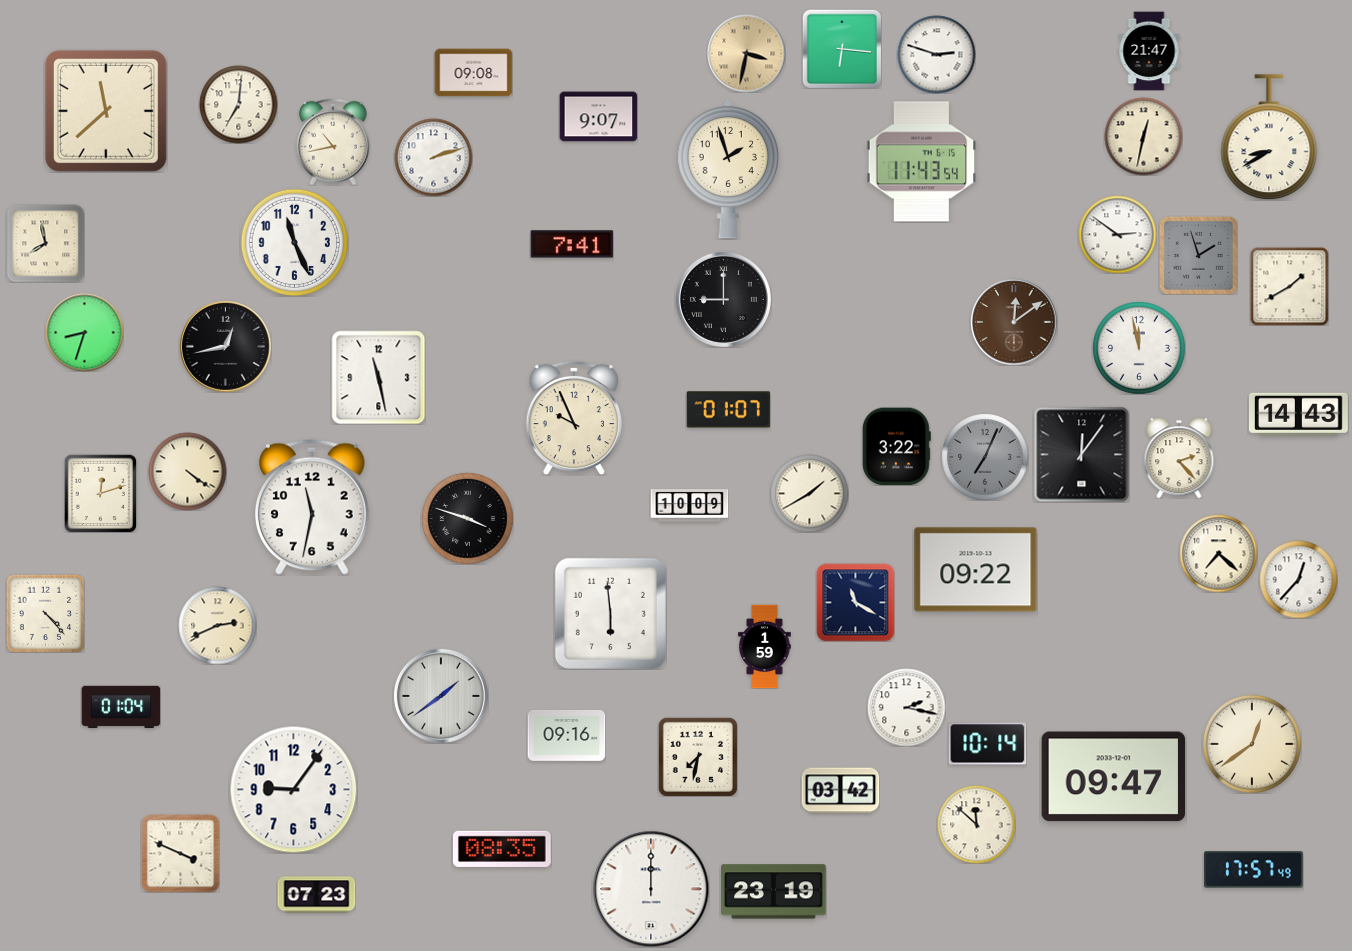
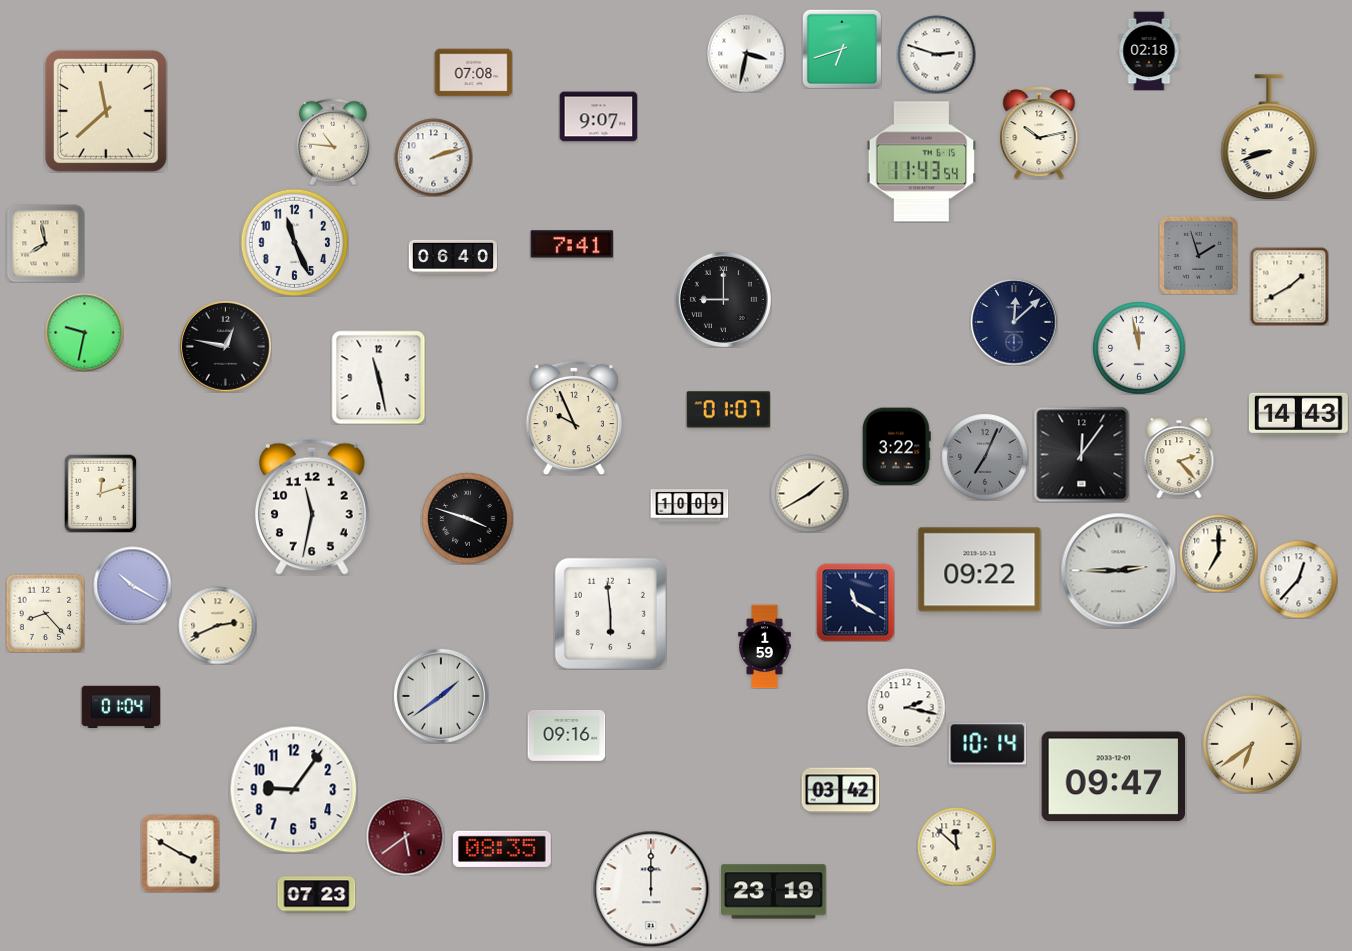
clock at (842, 49): 6:16 -> 6:42
clock at (1149, 51): 21:47 -> 02:18
clock at (746, 53) dial: champagne -> white
clock at (473, 73): 09:08 -> 07:08
clock at (238, 104): 7:01 -> none
clock at (1039, 133): none -> 10:13
clock at (1143, 136): 12:32 -> none
clock at (1269, 137): 8:40 -> 8:42
clock at (333, 142): 10:43 -> 10:46
clock at (728, 169): 1:57 -> none
clock at (1117, 234): 2:51 -> none
clock at (452, 257): none -> 06:40
clock at (1014, 322): 12:09 -> 12:08
clock at (1014, 322) dial: brown -> navy
clock at (84, 332): 8:33 -> 9:32
clock at (226, 347): 12:43 -> 12:47
clock at (187, 471): 4:21 -> none
clock at (1218, 553): 7:22 -> 7:00
clock at (976, 570) position: (976, 570) -> (980, 570)
clock at (1118, 570): none -> 2:45
clock at (132, 585): none -> 10:20
clock at (45, 613): 4:23 -> 8:23
clock at (1252, 744): 12:39 -> 6:39
clock at (698, 757): 7:32 -> none
clock at (976, 824) position: (976, 824) -> (956, 846)
clock at (405, 836): none -> 5:39
clock at (180, 853): 3:49 -> 3:50
clock at (1254, 870): 17:57 -> none
